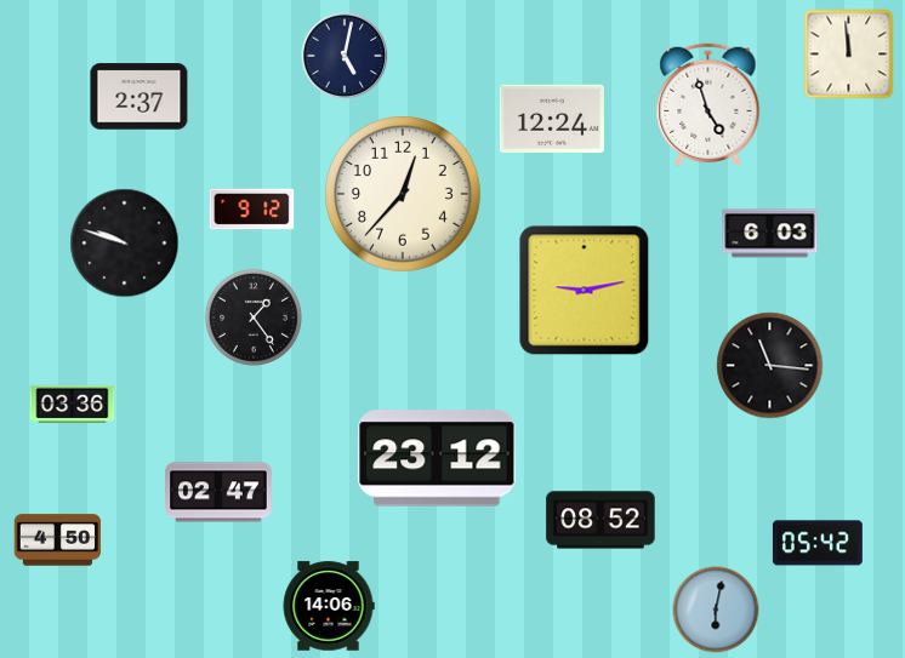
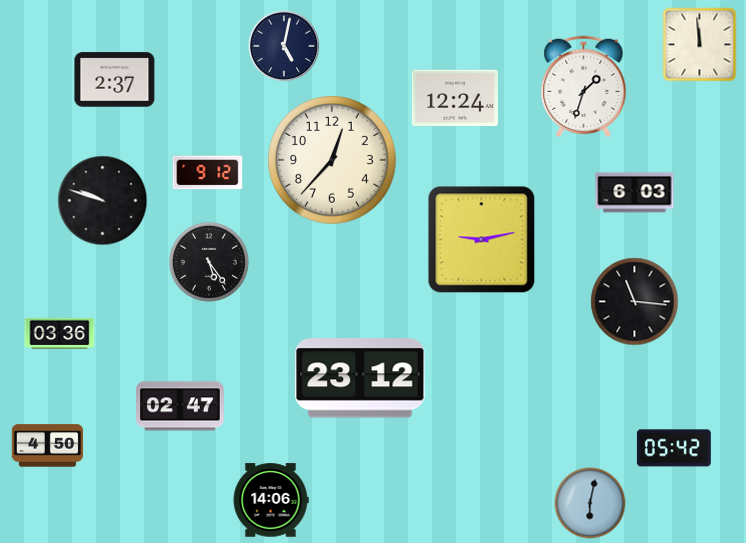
clock at (708, 105): 4:57 -> 1:33
clock at (254, 317): 1:24 -> 5:24
clock at (601, 520): 08:52 -> none
